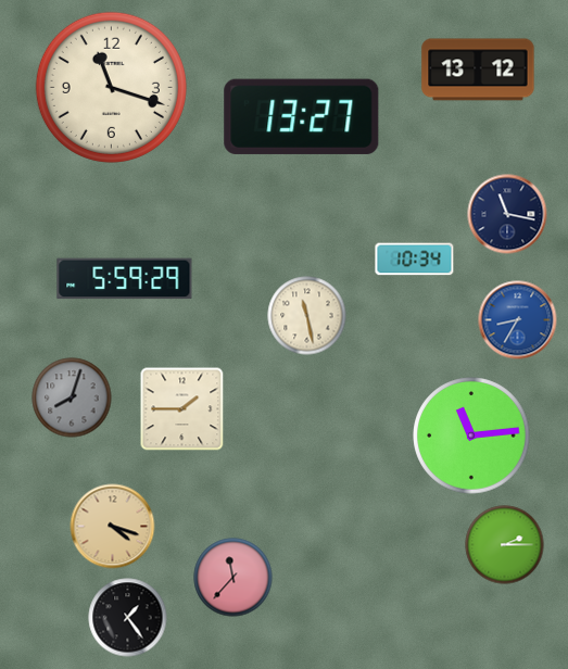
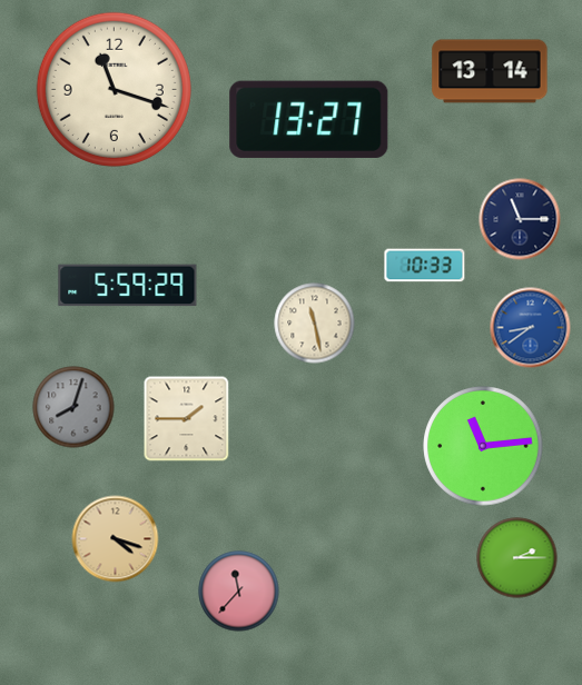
clock at (478, 70): 13:12 -> 13:14
clock at (507, 214): 11:17 -> 11:15
clock at (415, 260): 10:34 -> 10:33
clock at (518, 320): 8:35 -> 8:39
clock at (128, 618): 1:24 -> none
